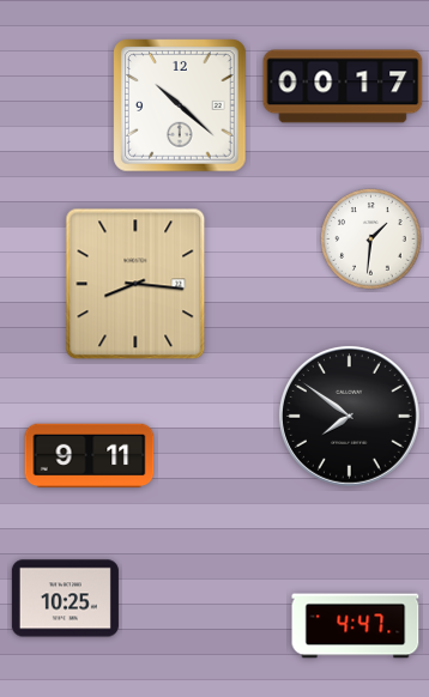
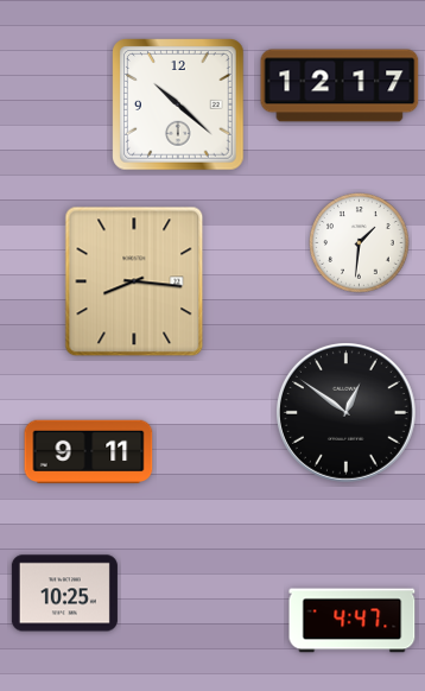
clock at (343, 86): 00:17 -> 12:17
clock at (371, 240) position: (371, 240) -> (360, 243)
clock at (349, 416): 7:51 -> 12:51
